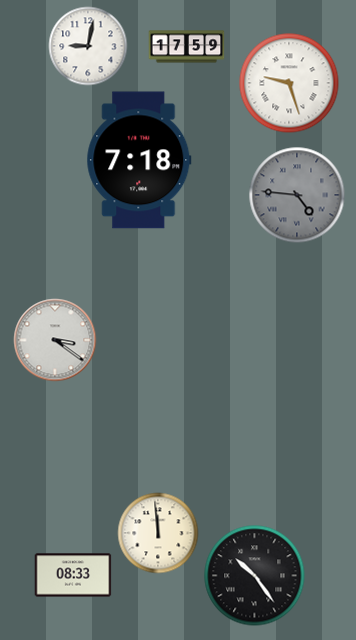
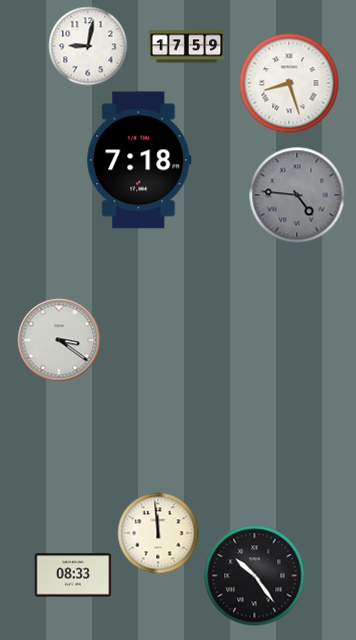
clock at (289, 83): 9:27 -> 8:27
clock at (55, 340) position: (55, 340) -> (59, 340)
